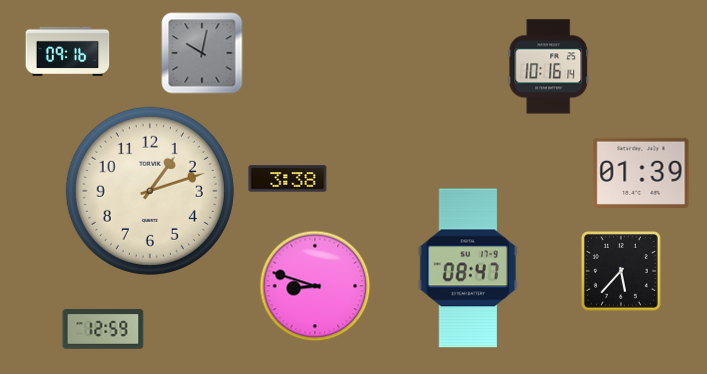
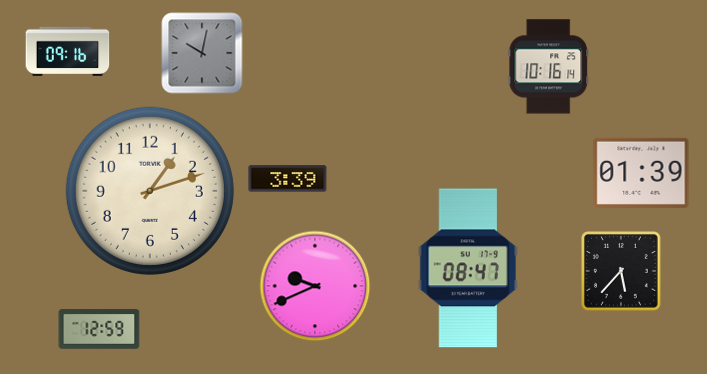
clock at (288, 179): 3:38 -> 3:39
clock at (315, 286): 8:48 -> 9:41
clock at (103, 329) position: (103, 329) -> (99, 329)
